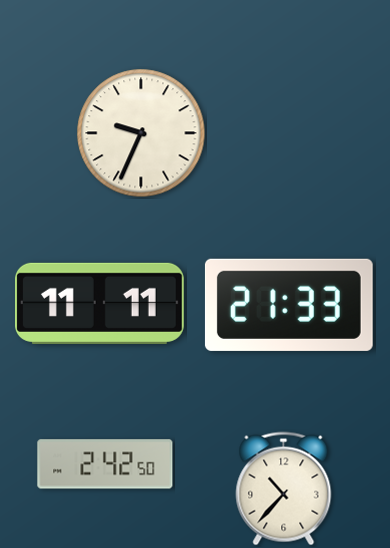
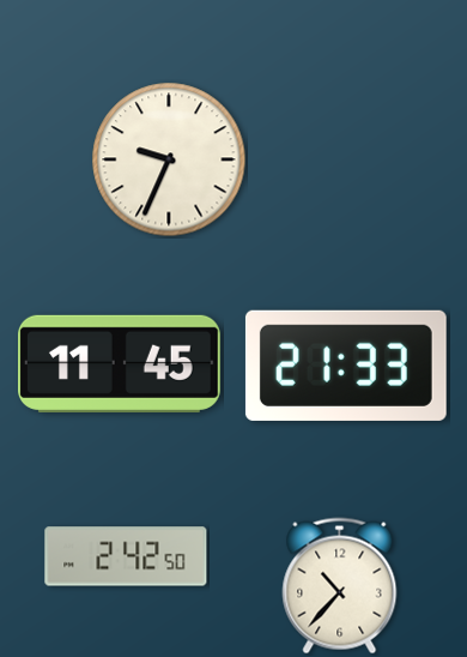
clock at (100, 303): 11:11 -> 11:45
